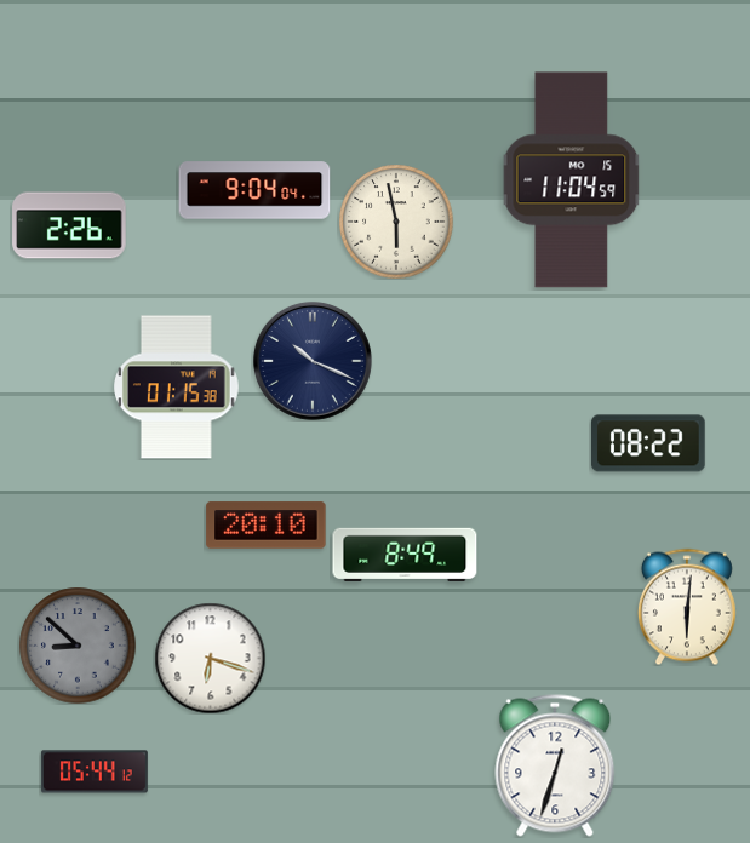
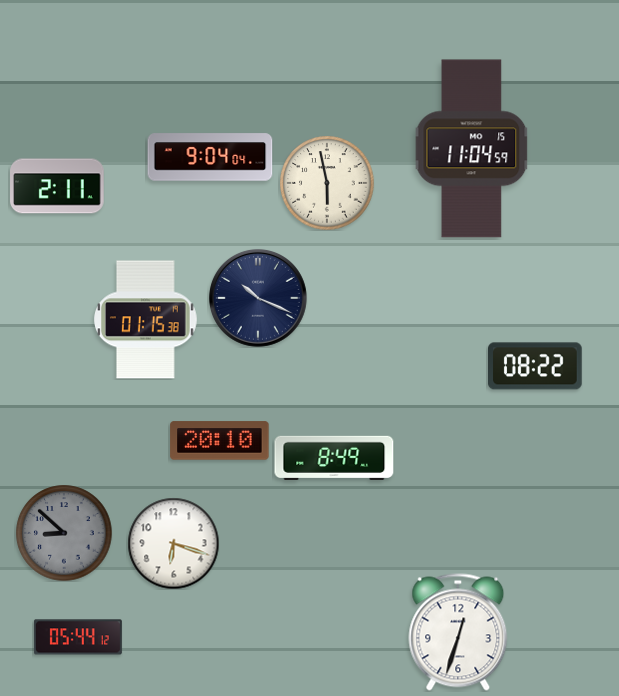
clock at (69, 225): 2:26 -> 2:11
clock at (267, 526) position: (267, 526) -> (220, 441)
clock at (687, 607): 6:01 -> none
